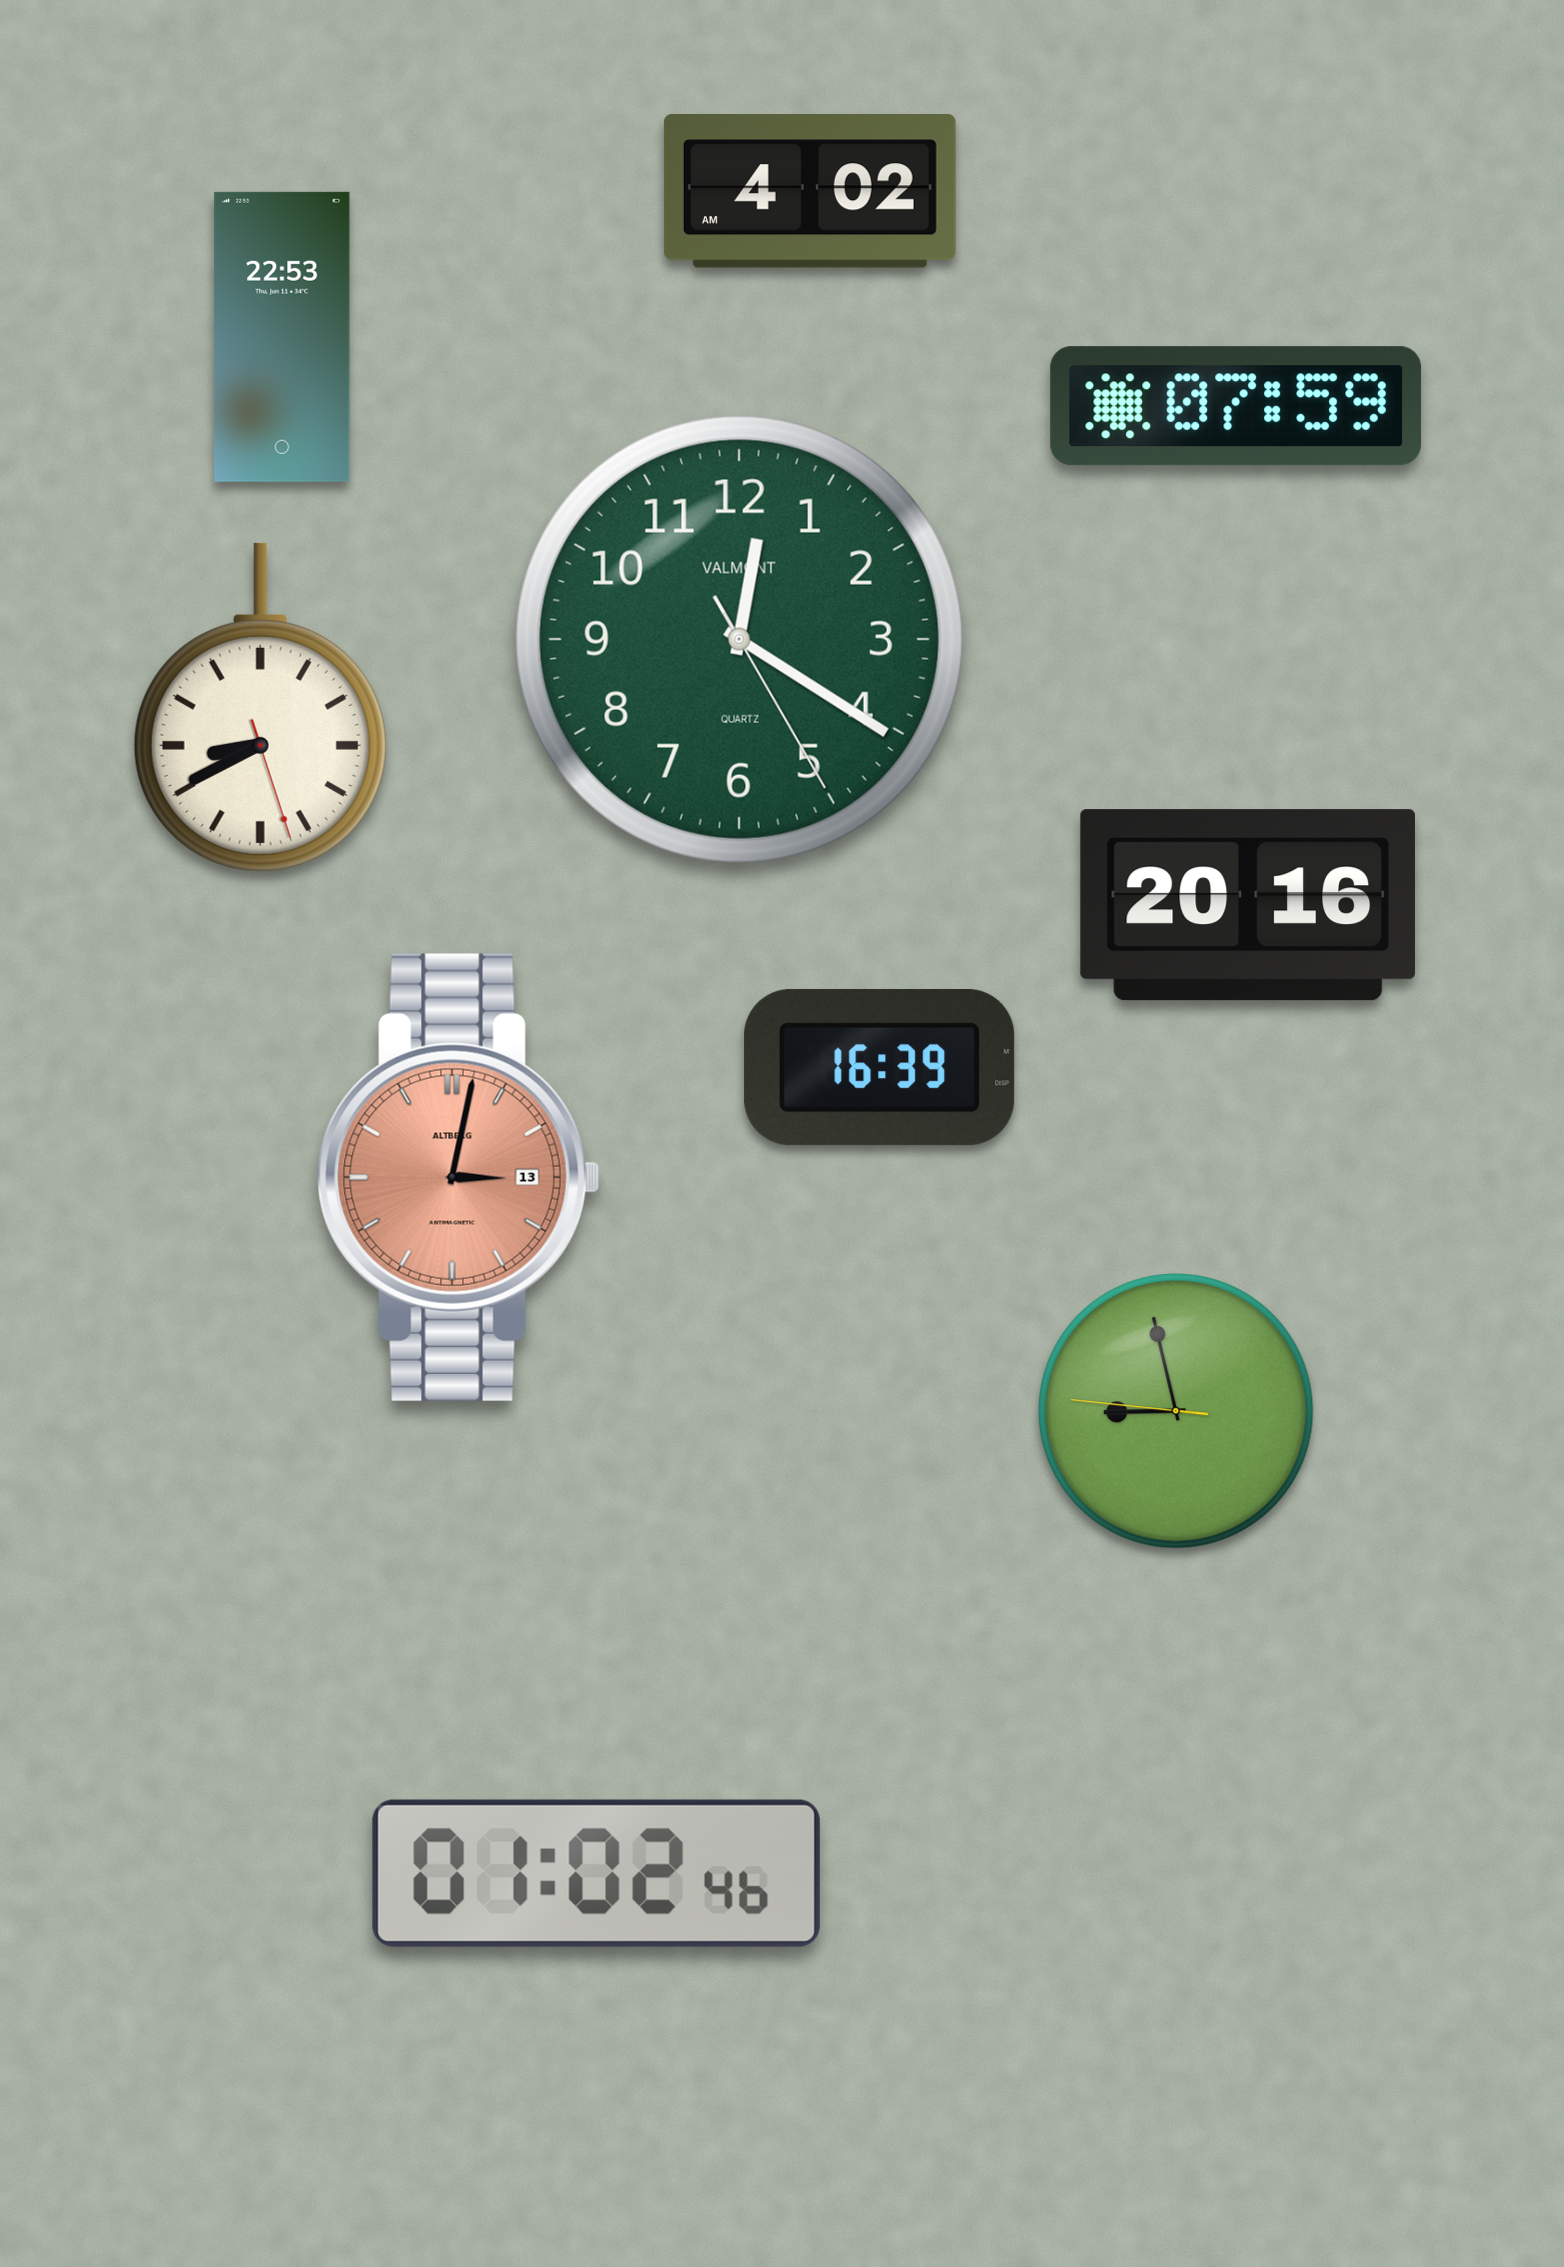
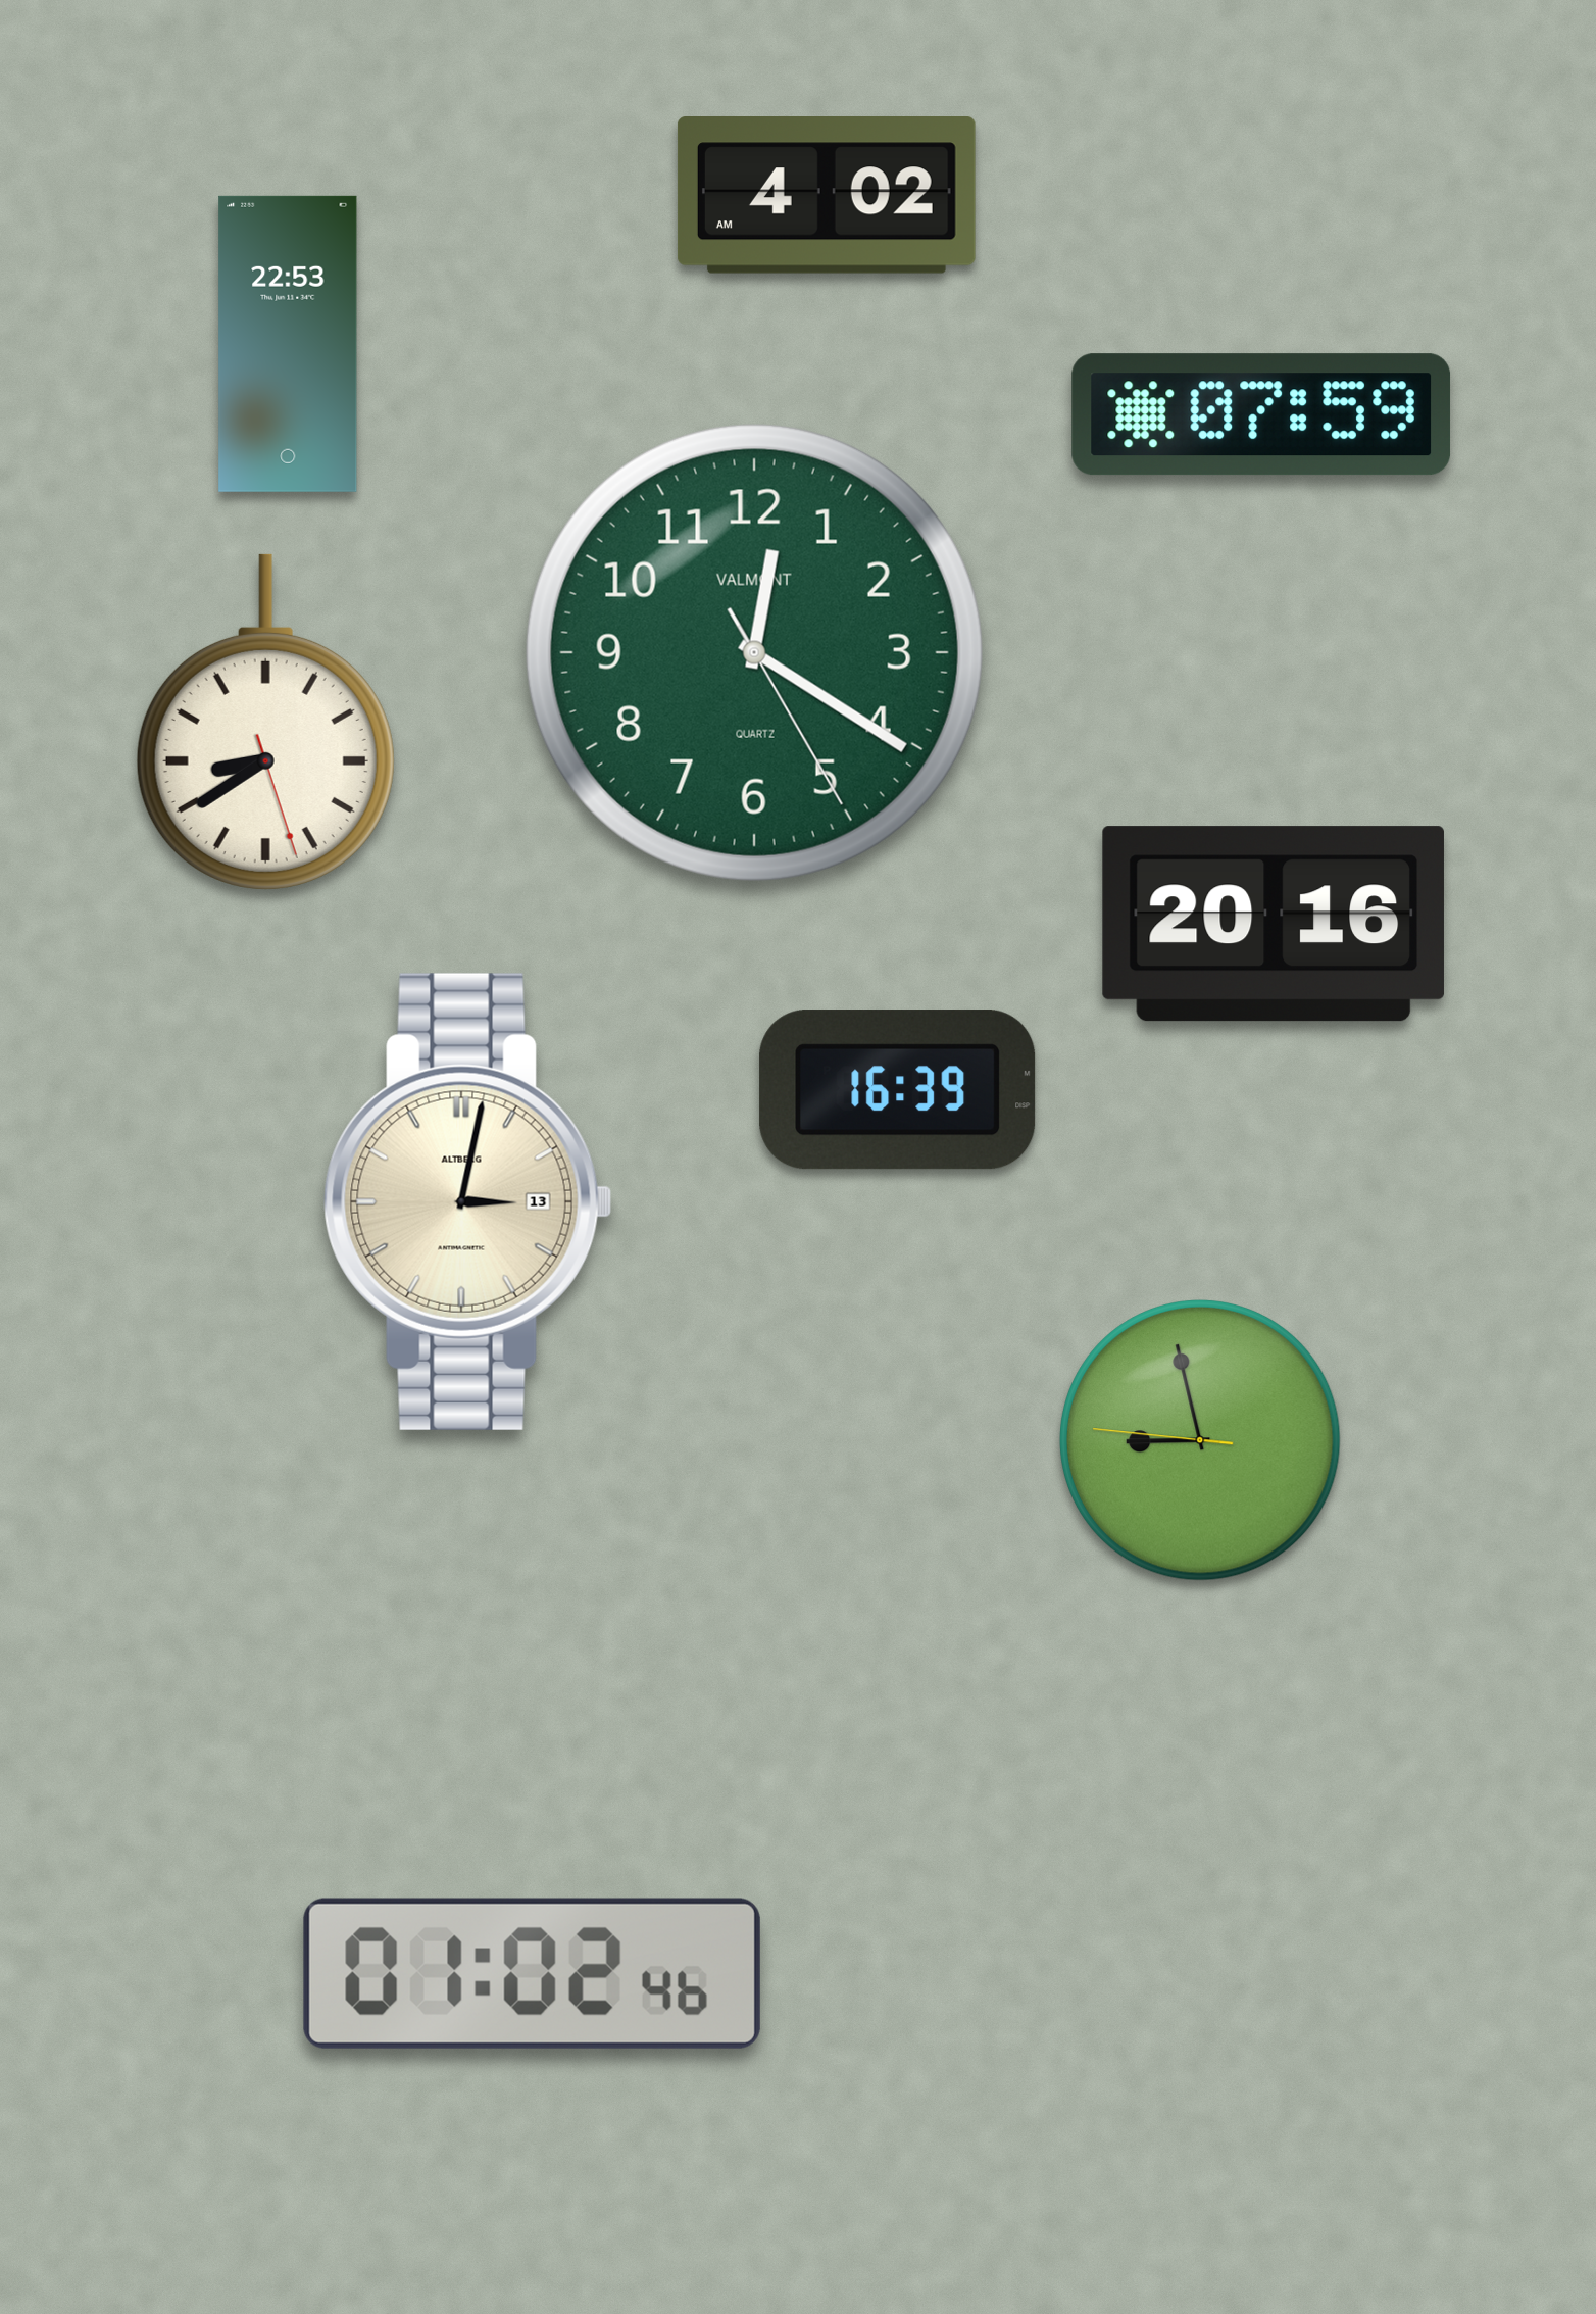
clock at (260, 707): 8:40 -> 8:39
clock at (459, 1177) dial: salmon -> cream
clock at (596, 1873) position: (596, 1873) -> (532, 1973)
